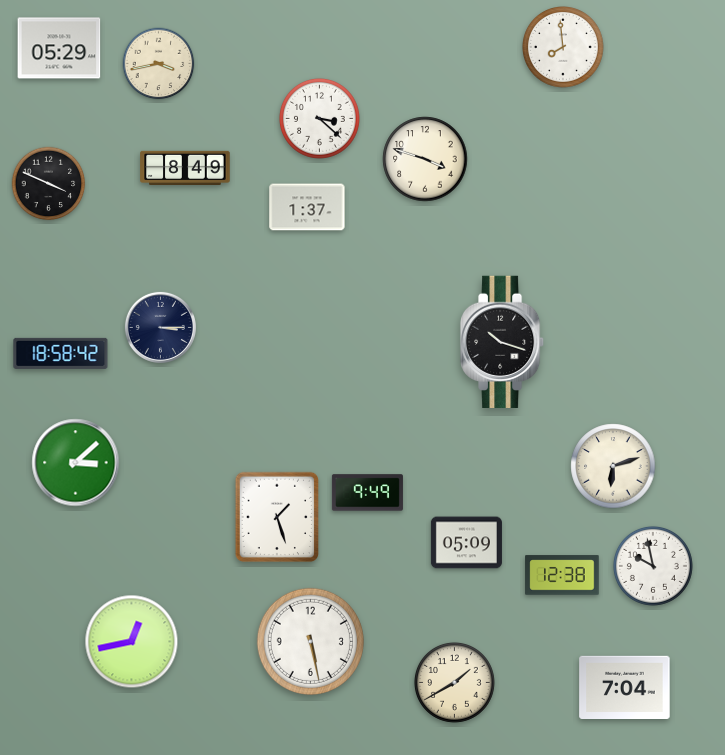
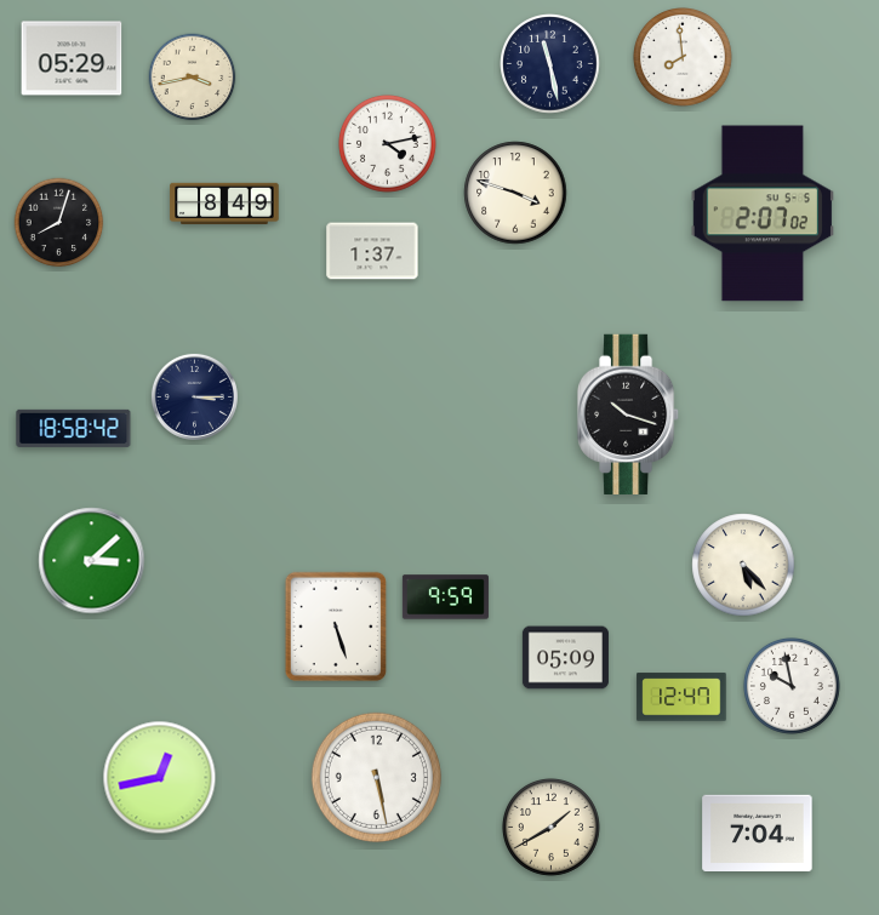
clock at (550, 64): none -> 11:28
clock at (320, 119): 3:22 -> 4:13
clock at (763, 213): none -> 2:07
clock at (49, 184): 3:49 -> 8:03
clock at (502, 341) position: (502, 341) -> (628, 413)
clock at (613, 466): 6:12 -> 5:23
clock at (367, 493): 9:49 -> 9:59
clock at (277, 517): 1:27 -> 5:27
clock at (562, 575): 12:38 -> 12:47
